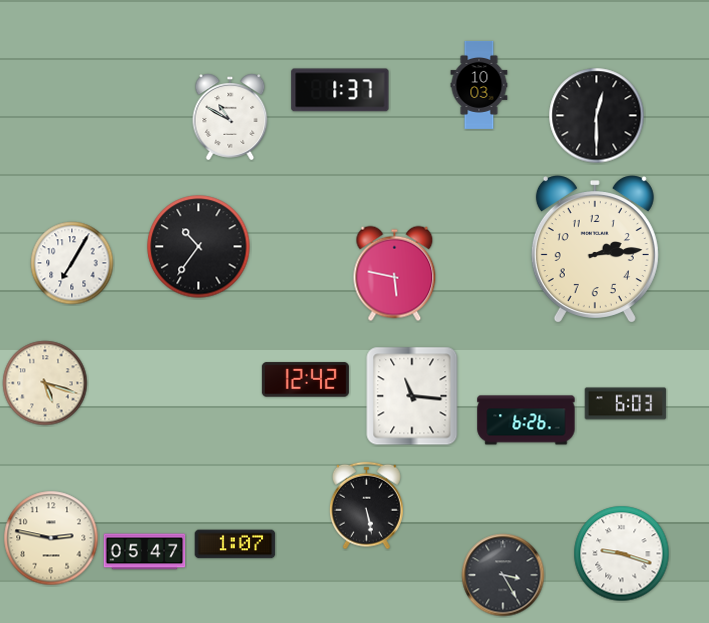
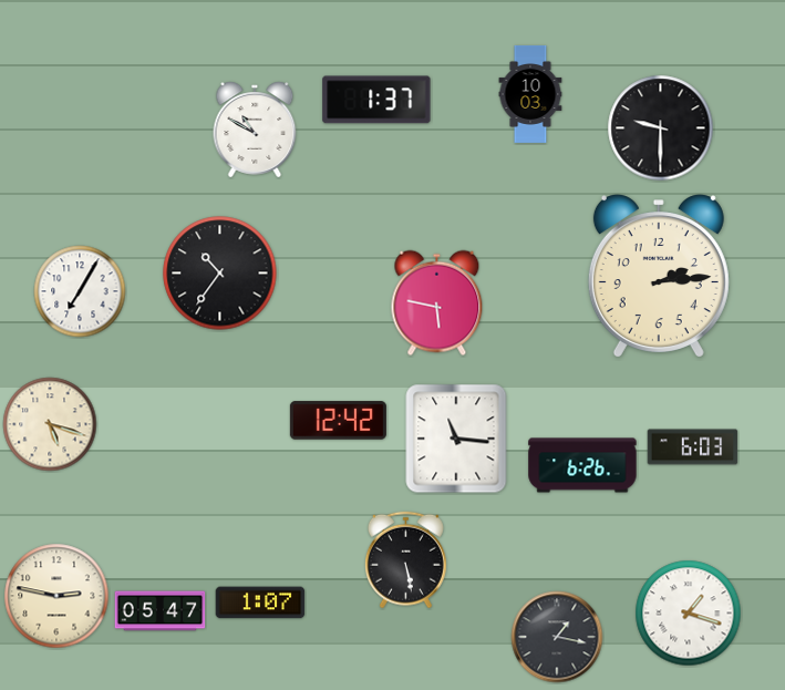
clock at (597, 116): 12:30 -> 9:30
clock at (622, 554): 9:18 -> 1:18
clock at (503, 575): 3:25 -> 1:17
